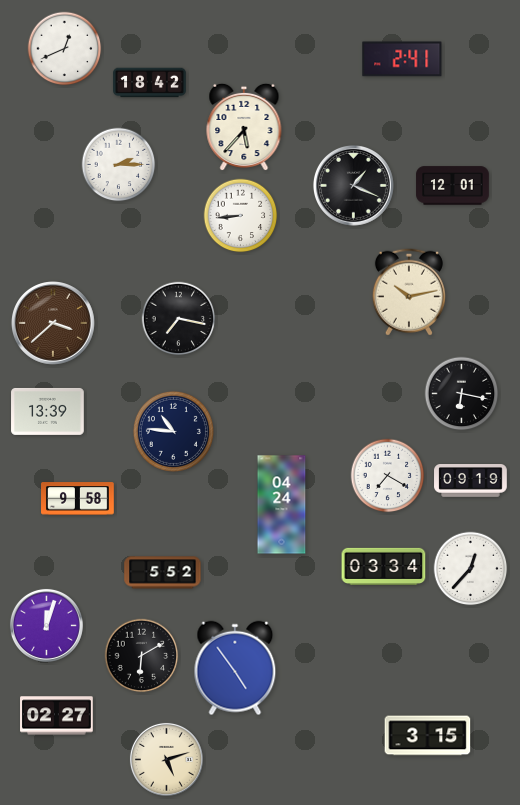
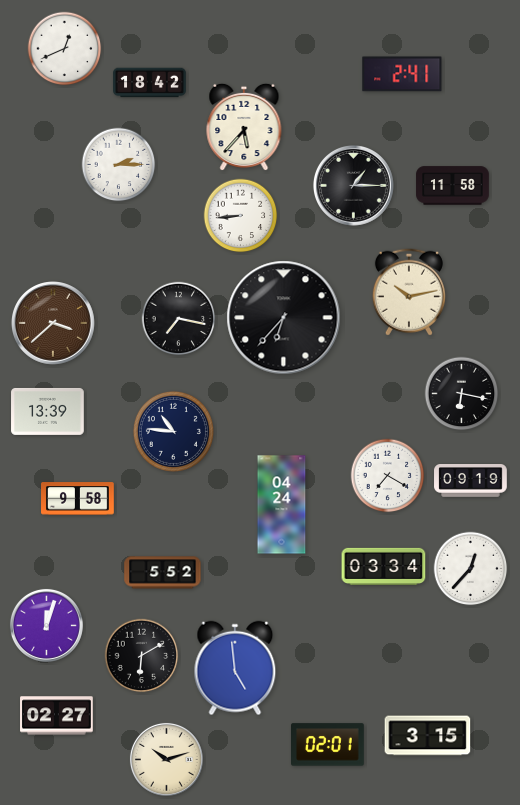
clock at (402, 59) position: (402, 59) -> (402, 74)
clock at (354, 185): 1:19 -> 1:15
clock at (453, 186): 12:01 -> 11:58
clock at (284, 318): none -> 6:37
clock at (235, 668): 4:54 -> 4:59
clock at (328, 745): none -> 02:01
clock at (166, 759): 5:12 -> 10:12
